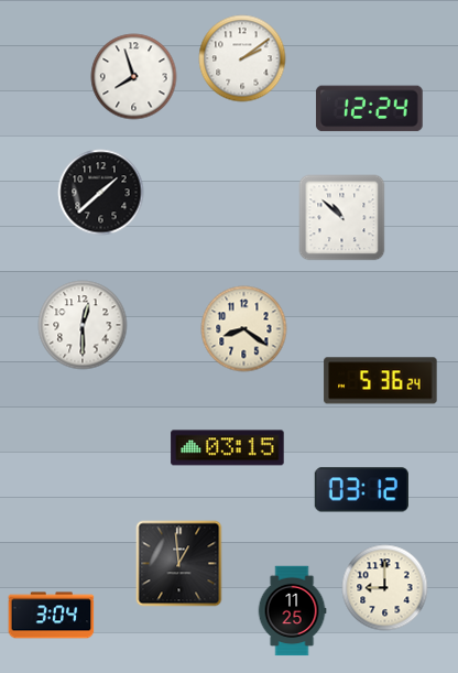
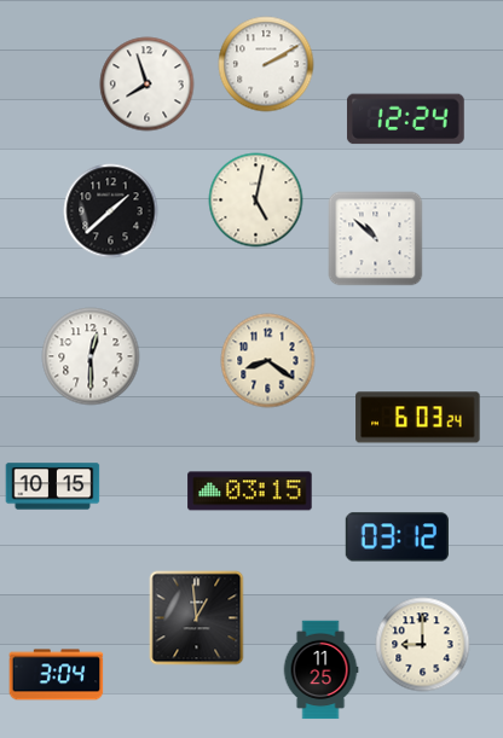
clock at (242, 58): 2:09 -> 2:10
clock at (255, 199): none -> 5:02
clock at (381, 381): 5:36 -> 6:03
clock at (52, 487): none -> 10:15
